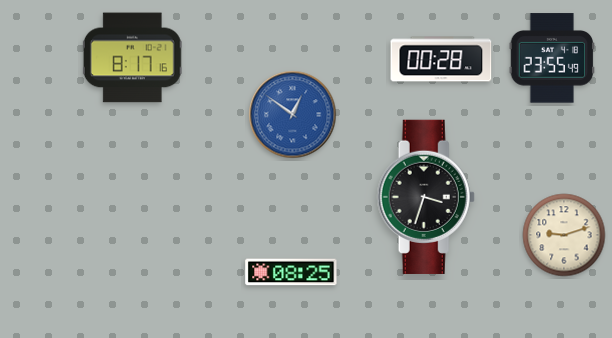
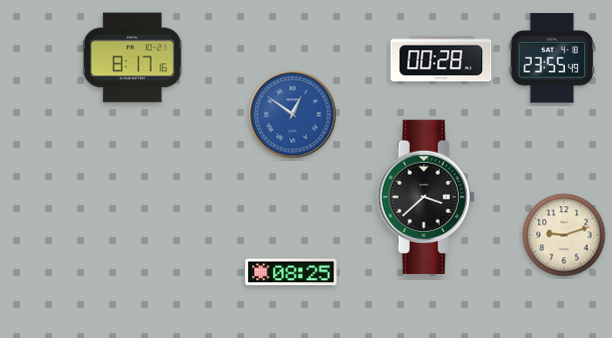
clock at (426, 197): 3:33 -> 3:38
